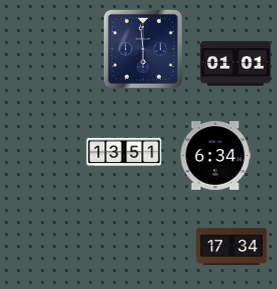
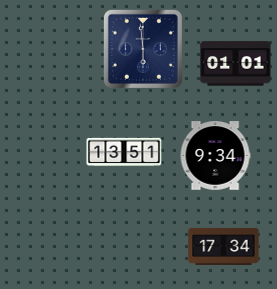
clock at (215, 156): 6:34 -> 9:34
clock at (232, 246) position: (232, 246) -> (224, 246)
